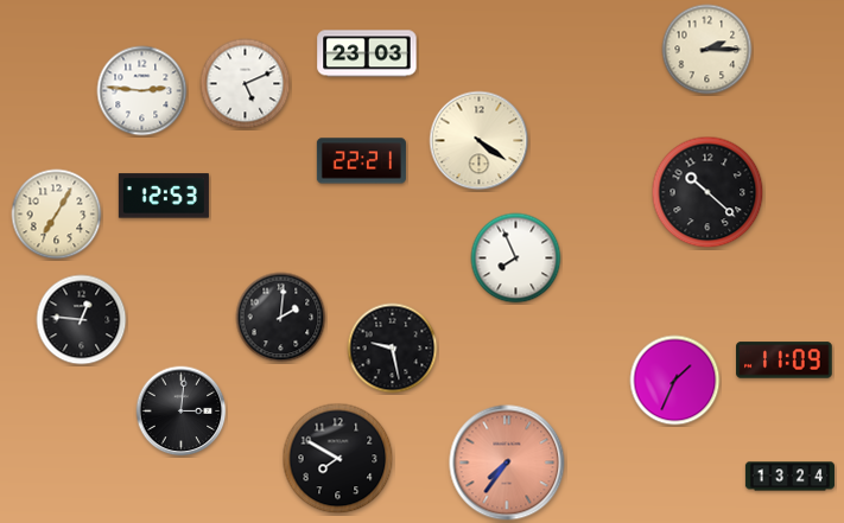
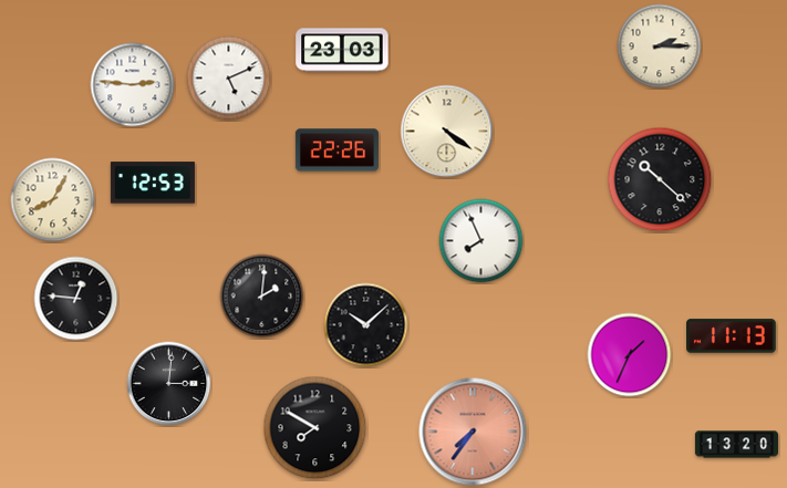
clock at (361, 161): 22:21 -> 22:26
clock at (57, 215): 7:05 -> 8:05
clock at (393, 349): 9:28 -> 10:08
clock at (785, 361): 11:09 -> 11:13
clock at (789, 477): 13:24 -> 13:20
